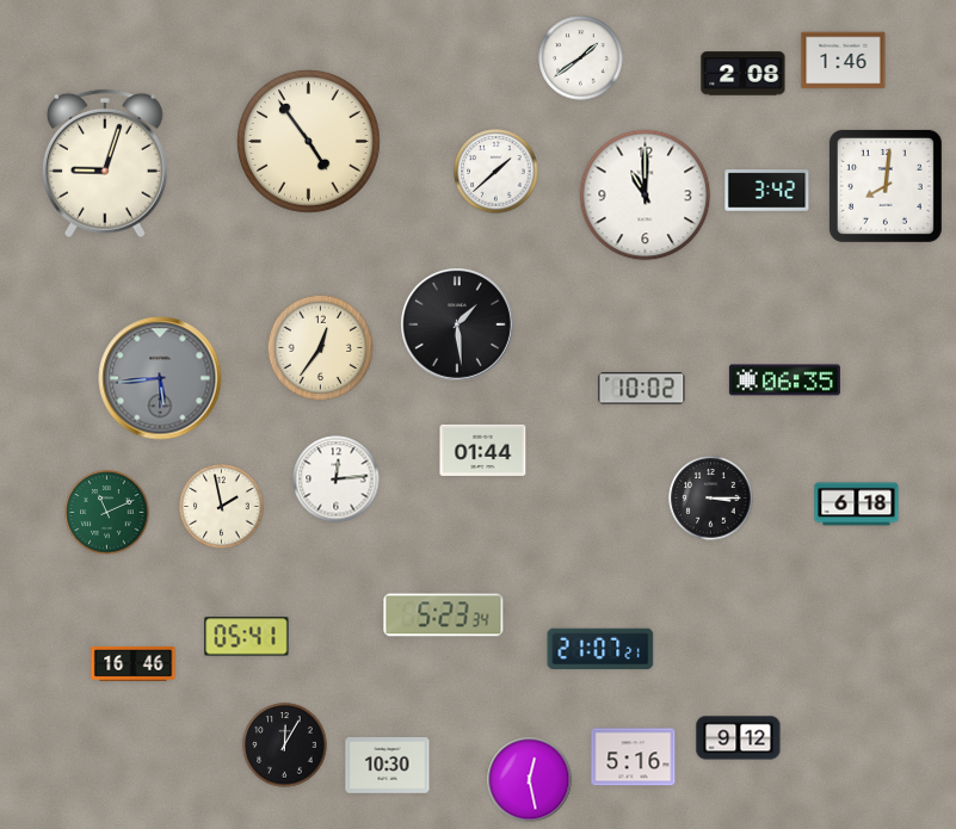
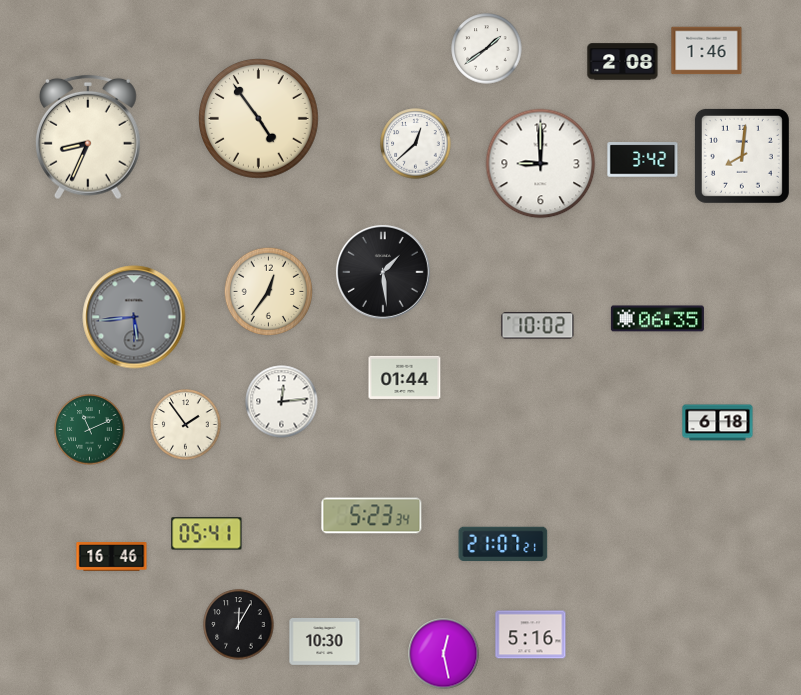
clock at (106, 163): 9:03 -> 8:34
clock at (496, 172): 1:38 -> 12:38
clock at (646, 196): 11:00 -> 9:00
clock at (711, 499): 3:15 -> none
clock at (222, 507): 1:58 -> 1:54
clock at (739, 738): 9:12 -> none
